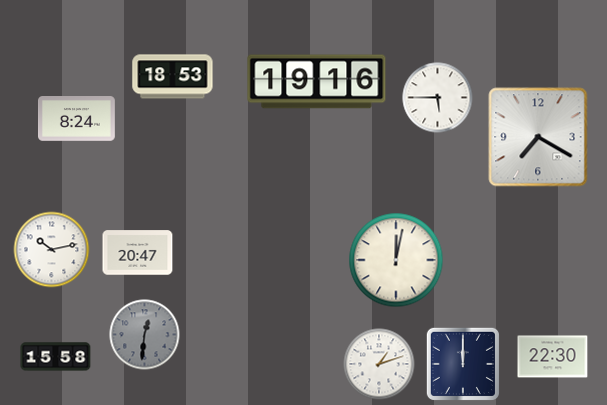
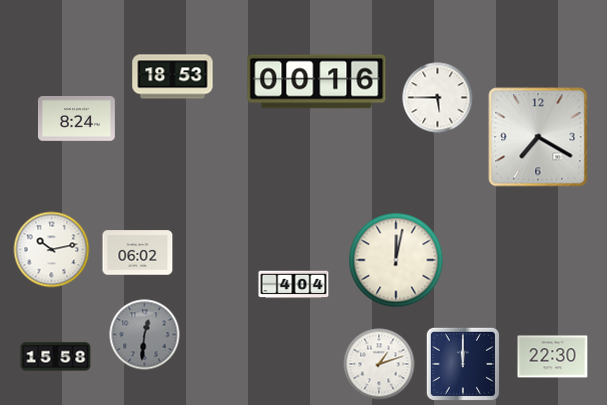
clock at (317, 82): 19:16 -> 00:16
clock at (138, 253): 20:47 -> 06:02
clock at (294, 285): none -> 4:04
